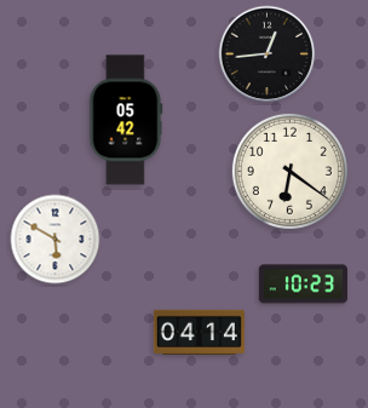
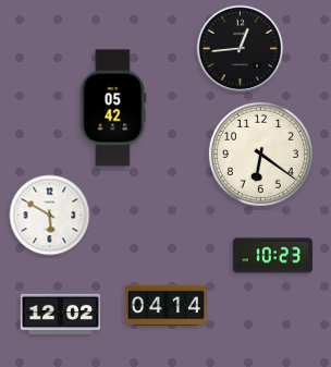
clock at (199, 332) position: (199, 332) -> (165, 305)
clock at (60, 314): none -> 12:02
